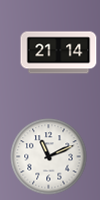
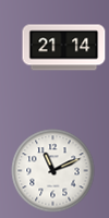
clock at (59, 53) position: (59, 53) -> (64, 48)
